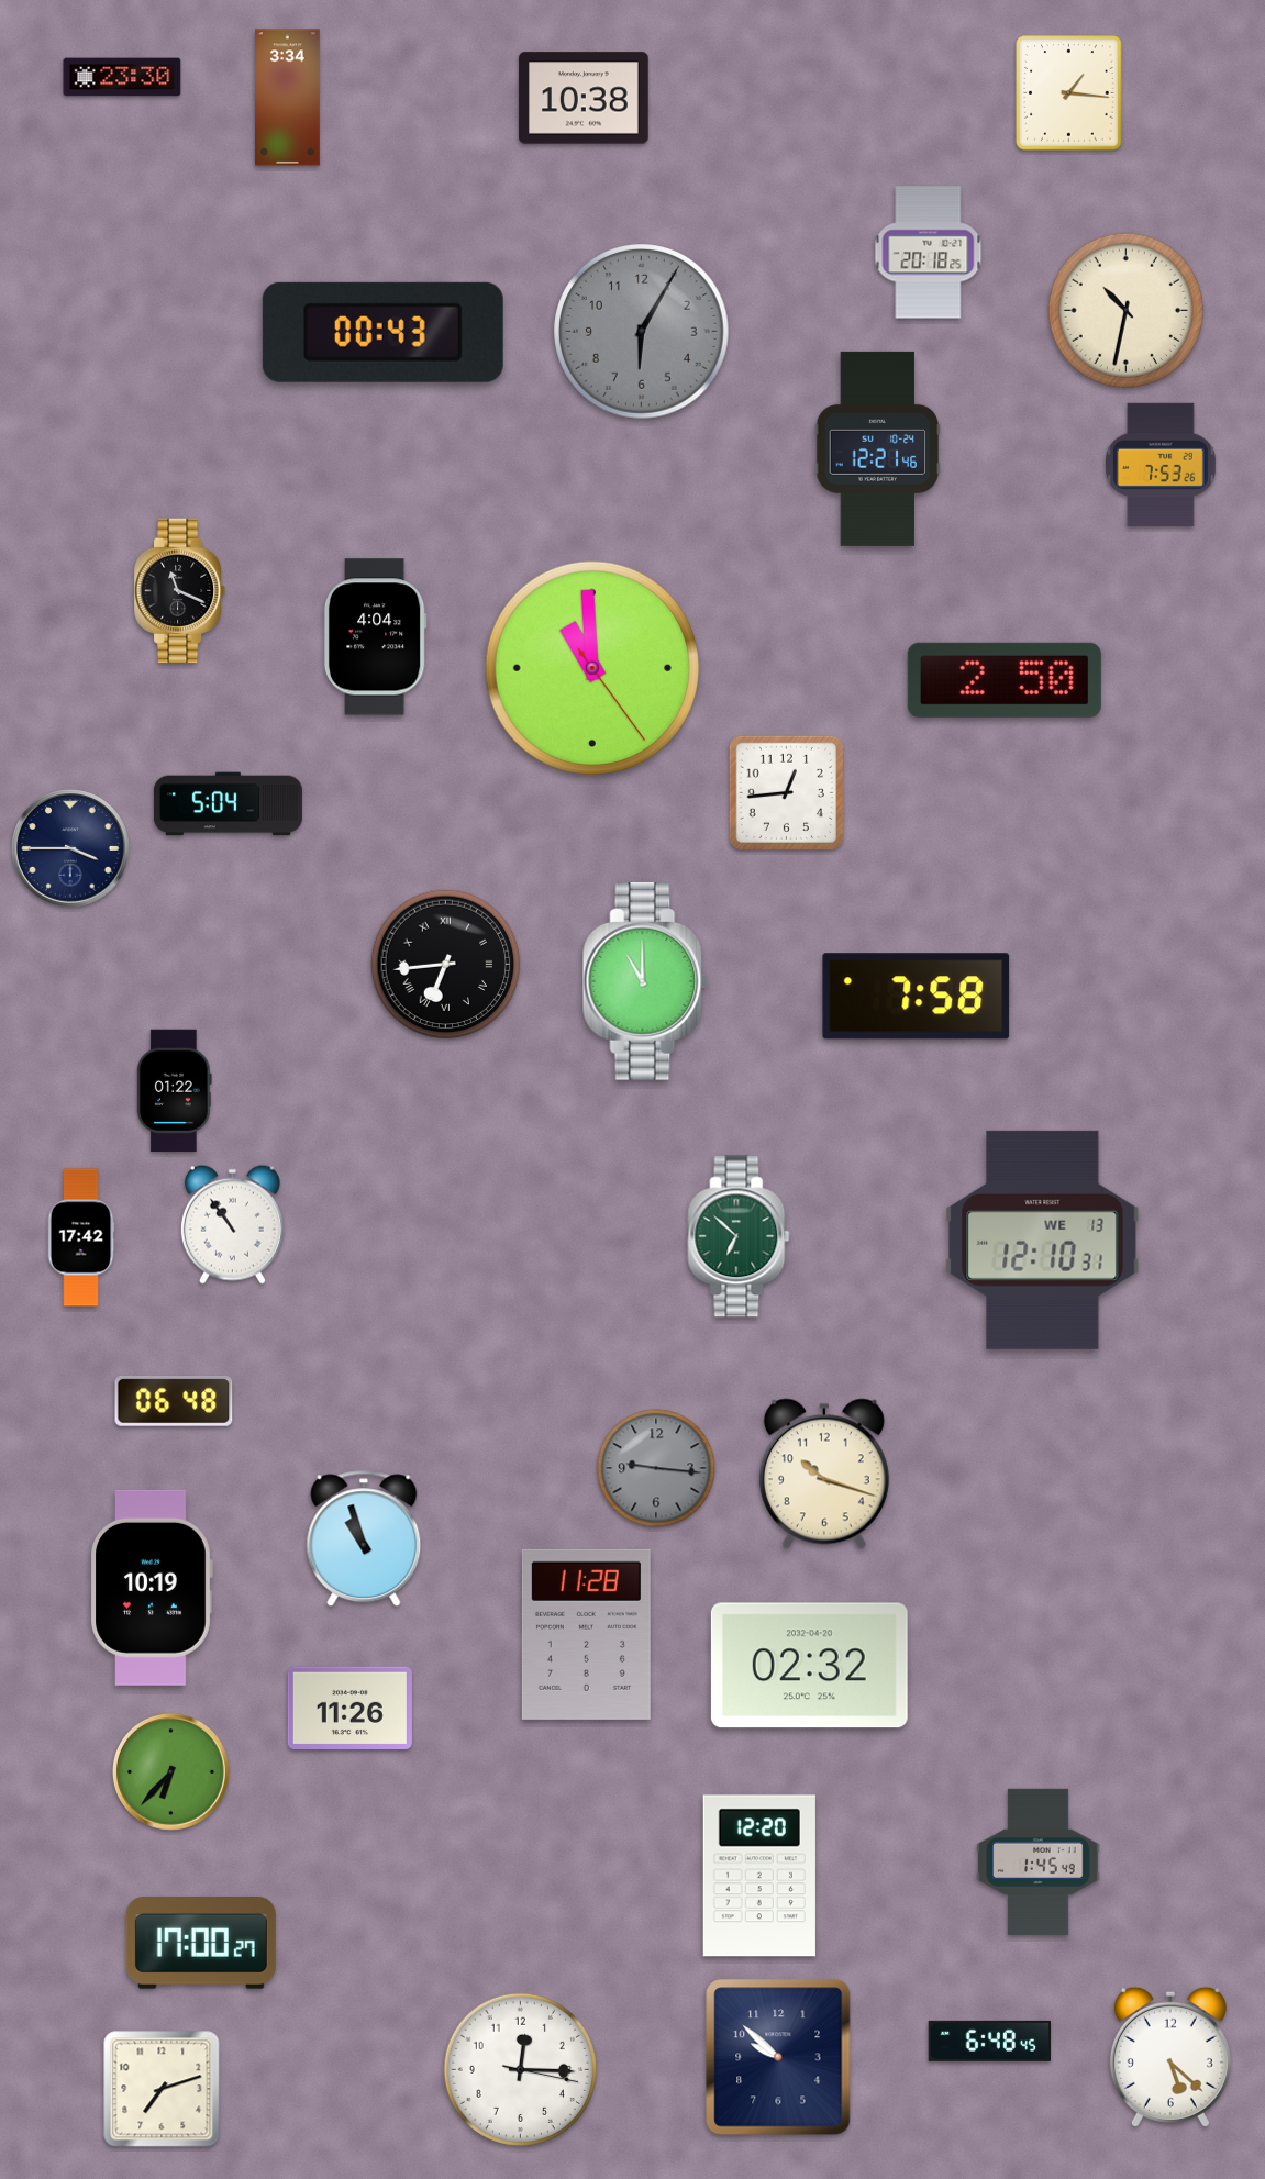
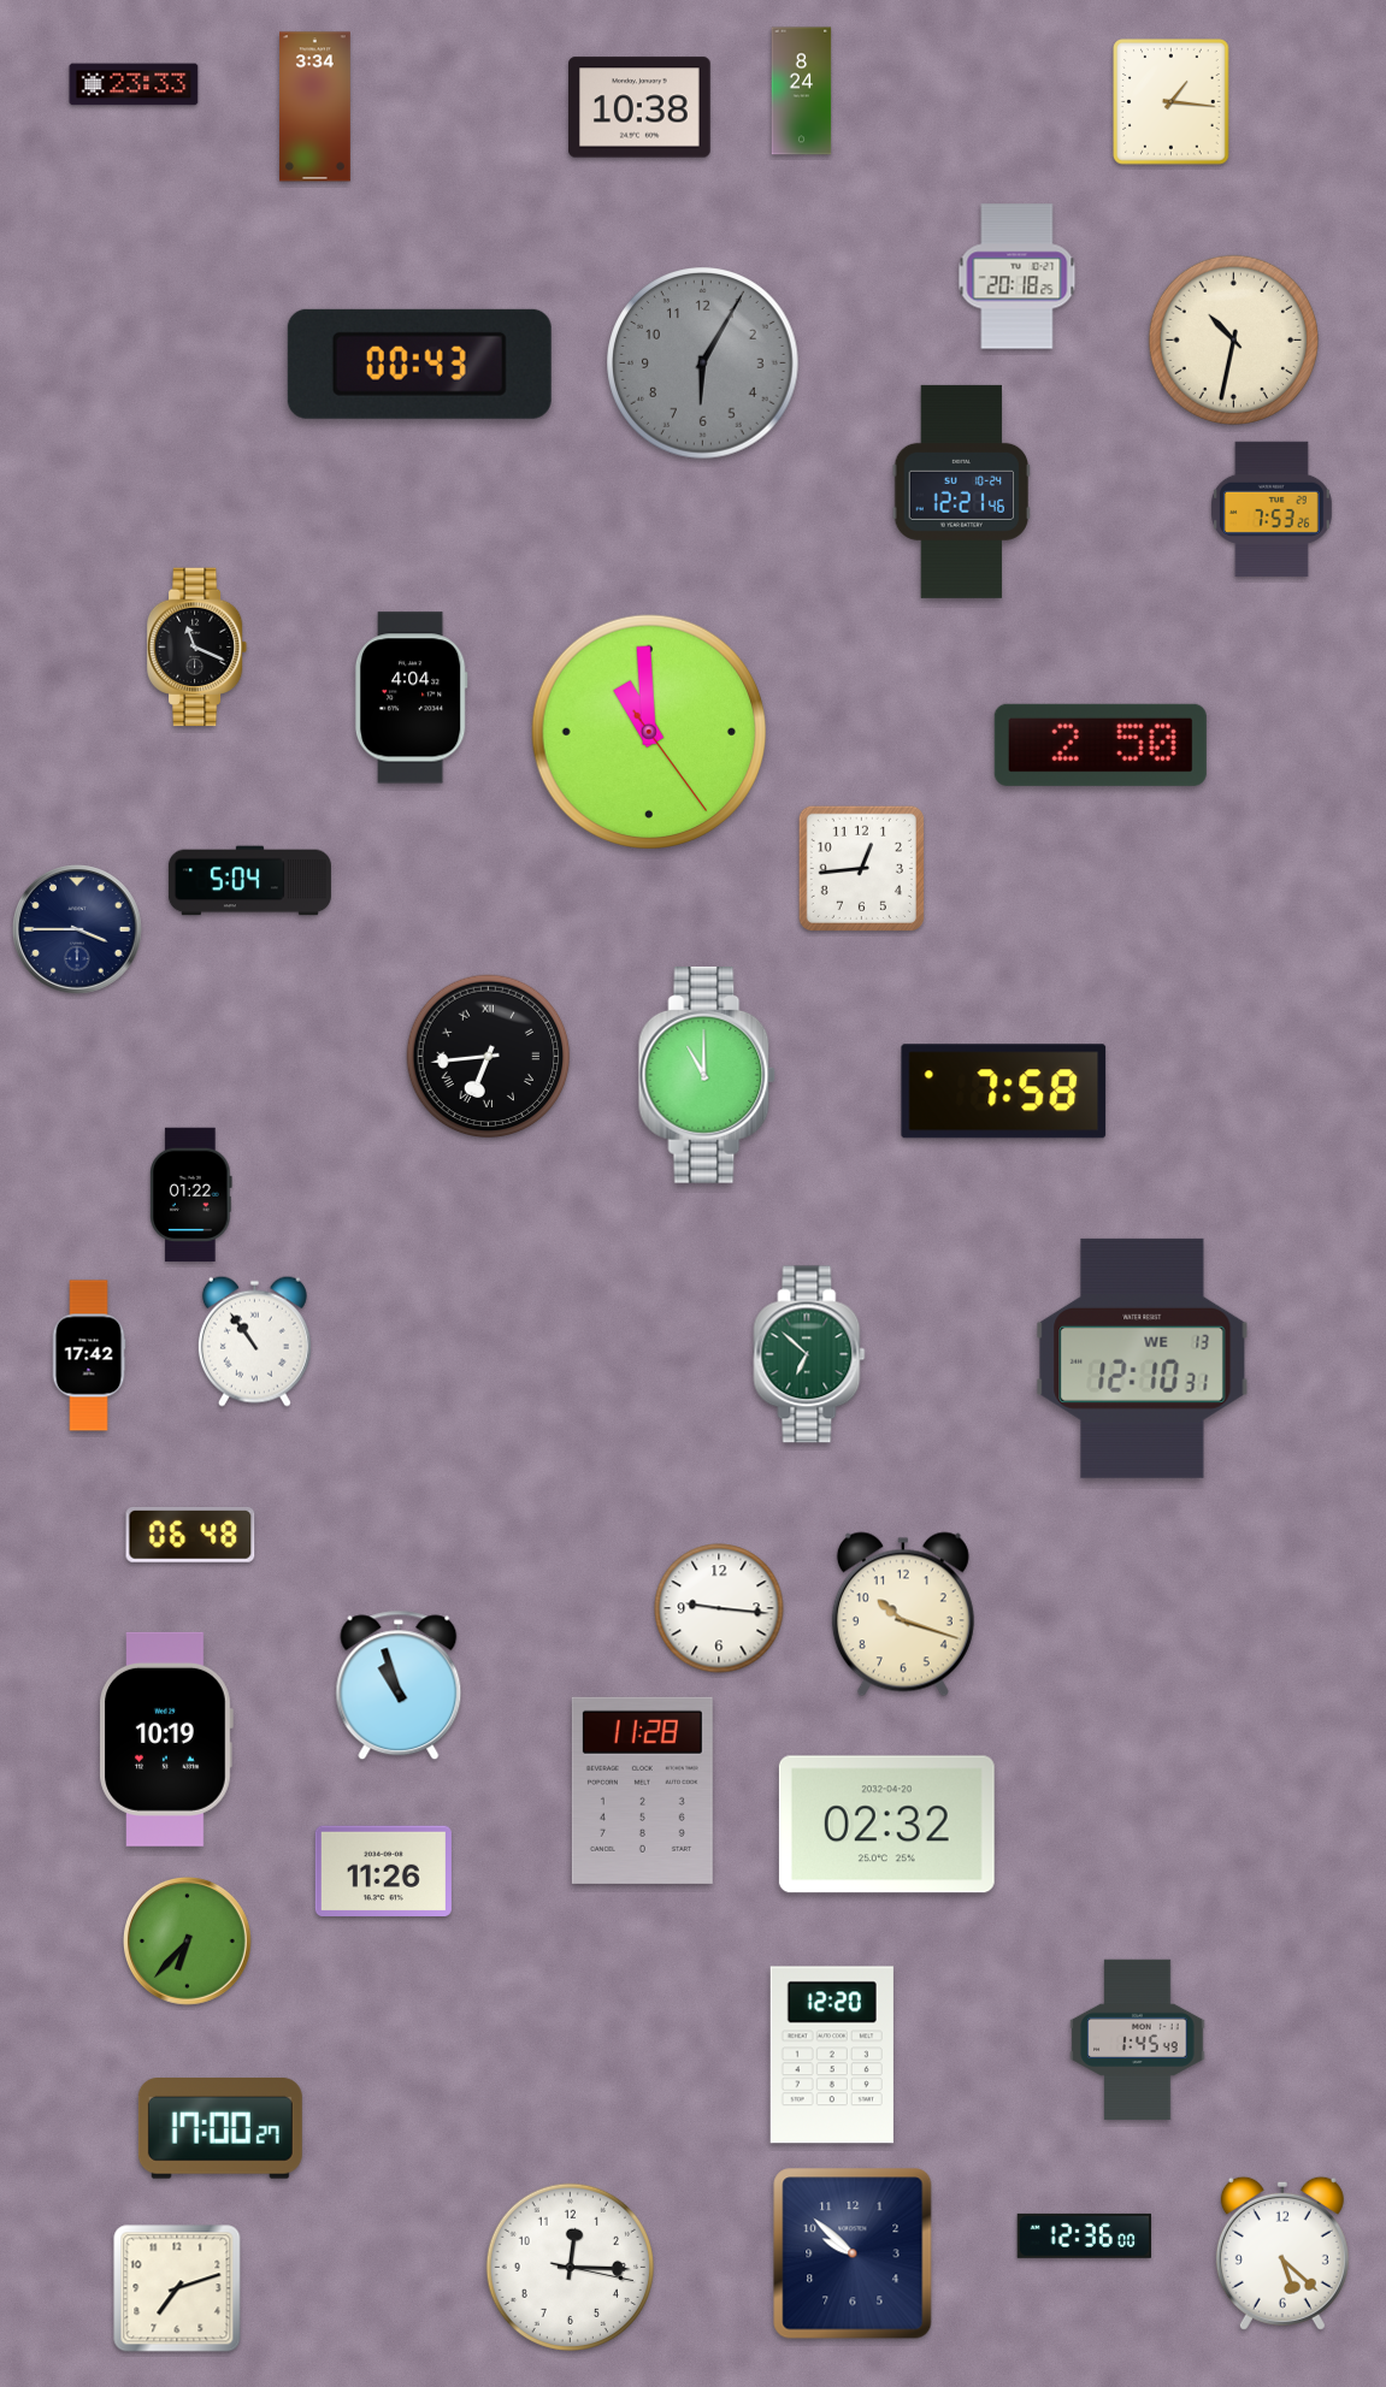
clock at (122, 77): 23:30 -> 23:33
clock at (802, 91): none -> 8:24
clock at (656, 1468) dial: grey -> white
clock at (989, 2041): 6:48 -> 12:36
